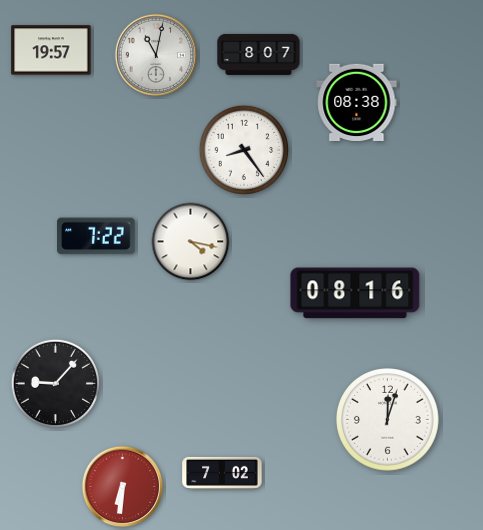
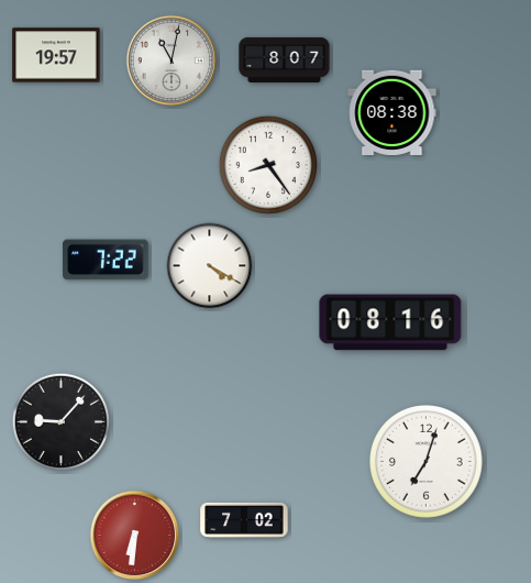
clock at (191, 242): 4:17 -> 4:20
clock at (388, 420): 12:03 -> 7:03
